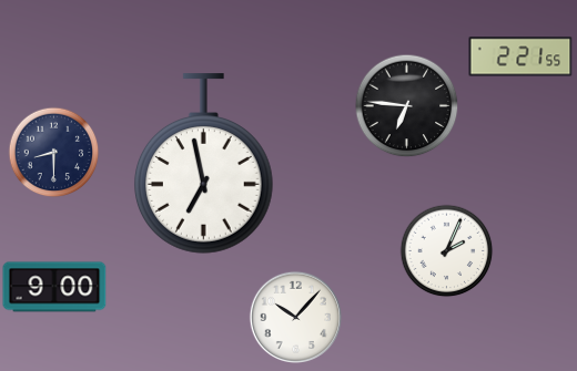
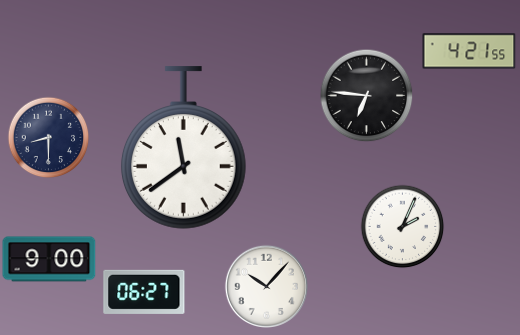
clock at (520, 56): 2:21 -> 4:21
clock at (203, 164): 6:58 -> 11:39
clock at (144, 292): none -> 06:27
